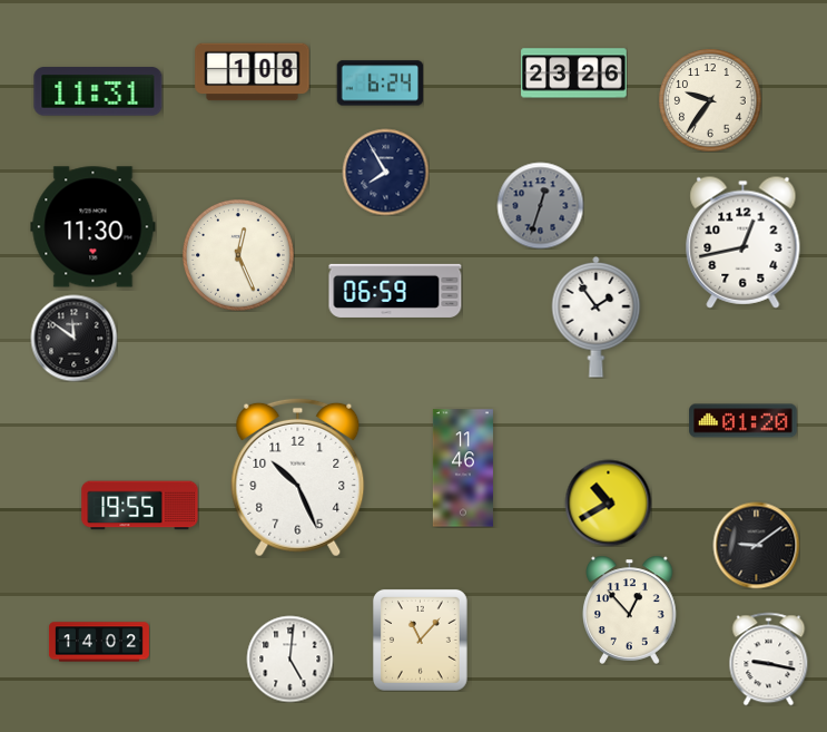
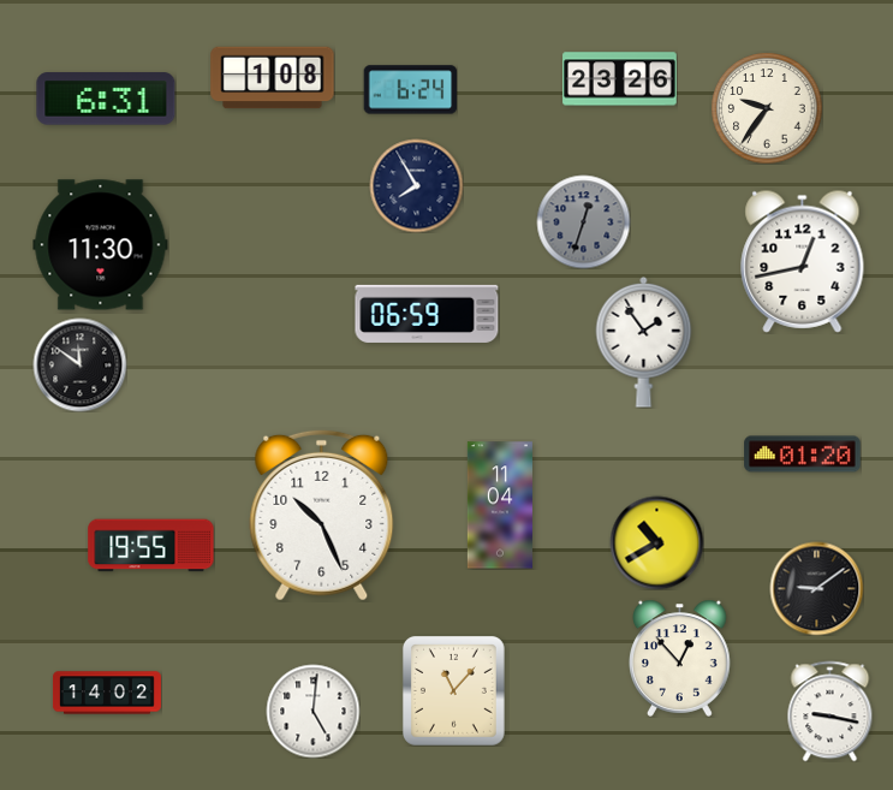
clock at (98, 91): 11:31 -> 6:31
clock at (239, 256): 12:26 -> none
clock at (463, 468): 11:46 -> 11:04
